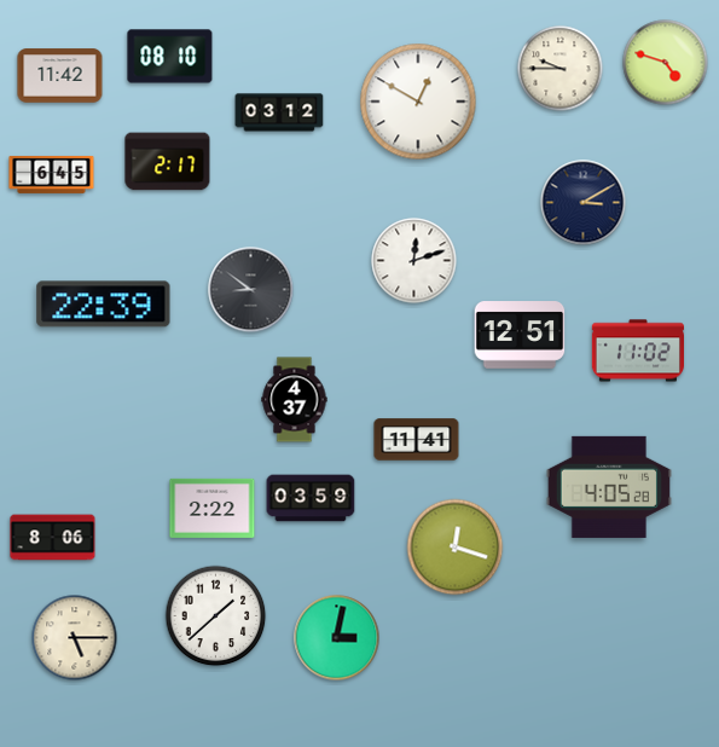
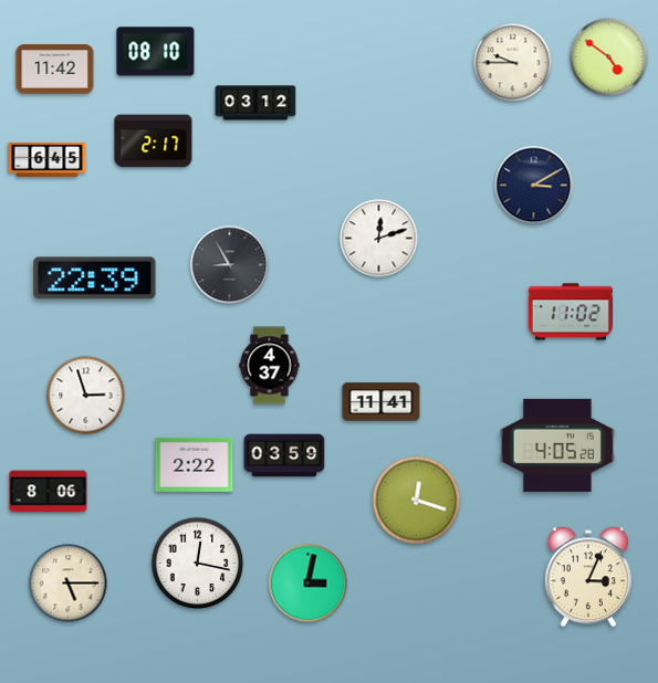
clock at (666, 63): 4:48 -> 4:51
clock at (418, 102): 12:50 -> none
clock at (168, 162) position: (168, 162) -> (154, 141)
clock at (251, 290): 8:51 -> 8:55
clock at (520, 335): 12:51 -> none
clock at (637, 351) position: (637, 351) -> (570, 312)
clock at (86, 396): none -> 2:57
clock at (216, 616): 1:38 -> 12:17
clock at (588, 577): none -> 3:04
